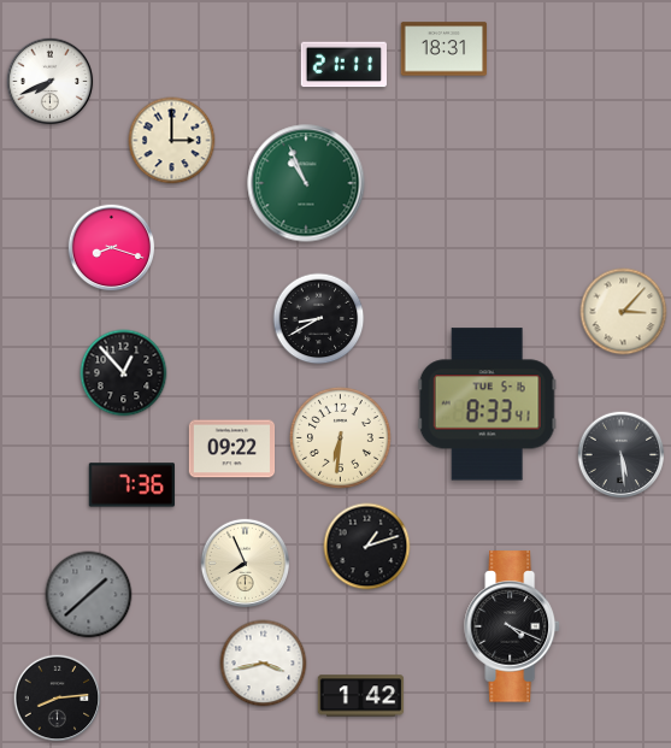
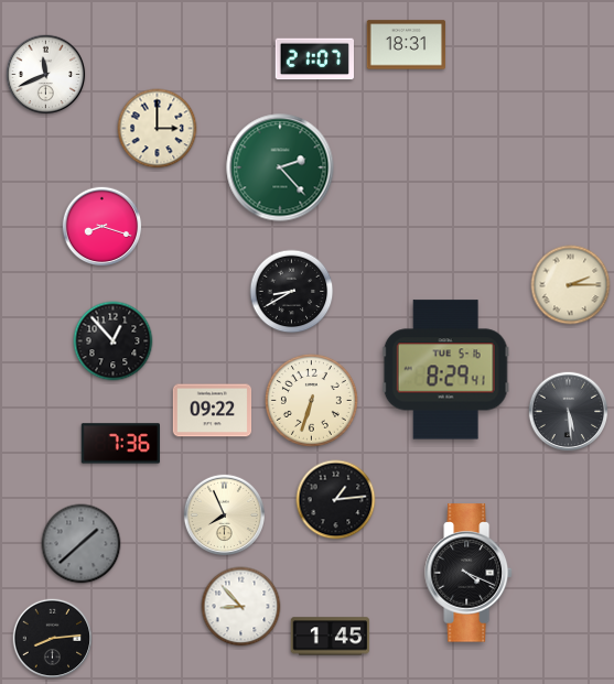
clock at (343, 65): 21:11 -> 21:07
clock at (51, 82): 7:41 -> 11:41
clock at (306, 183): 10:56 -> 2:23
clock at (624, 312): 3:07 -> 2:15
clock at (487, 405): 8:33 -> 8:29
clock at (340, 437): 6:31 -> 6:33
clock at (622, 455) position: (622, 455) -> (569, 412)
clock at (367, 547): 1:12 -> 1:14
clock at (264, 664): 3:43 -> 8:53
clock at (361, 696): 1:42 -> 1:45
